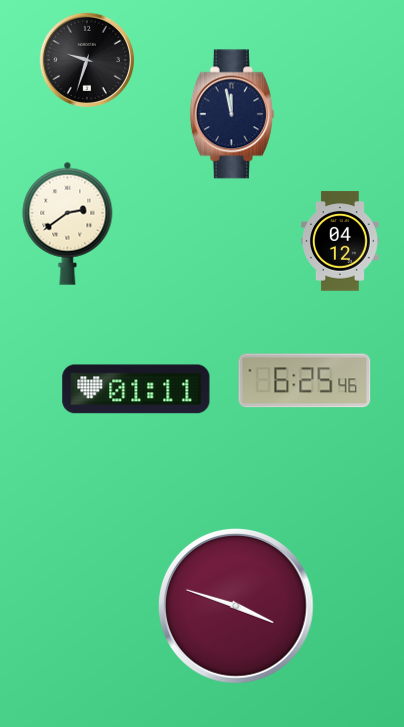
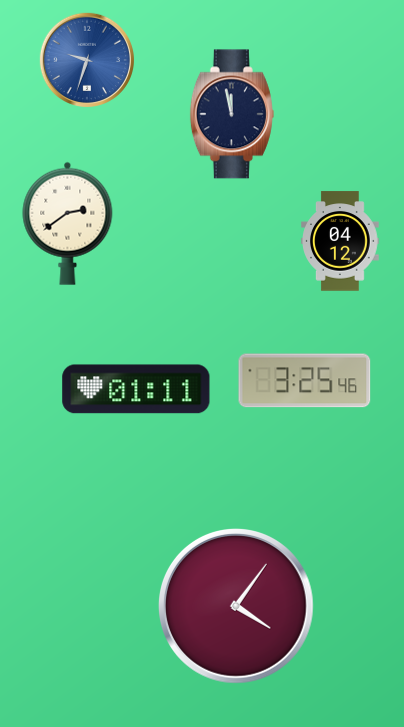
clock at (86, 59) dial: black -> blue
clock at (305, 381): 6:25 -> 3:25
clock at (237, 607): 3:48 -> 4:06
